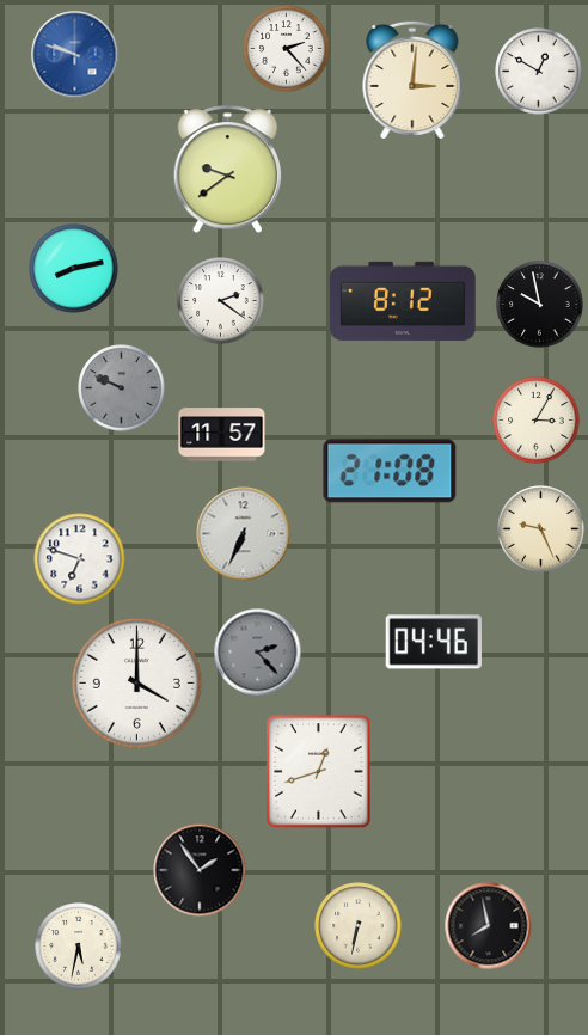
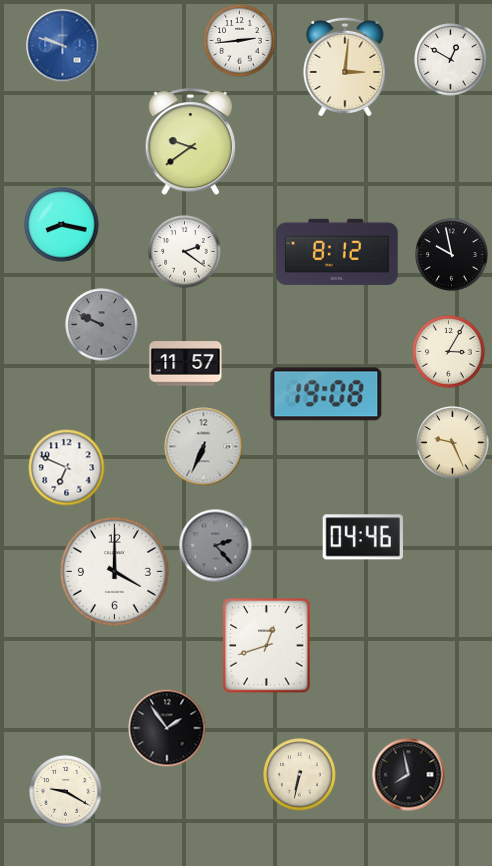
clock at (287, 49): 2:23 -> 2:44
clock at (74, 269): 8:13 -> 8:17
clock at (390, 471): 21:08 -> 19:08
clock at (80, 559): 6:48 -> 6:49
clock at (79, 947): 5:32 -> 9:20
